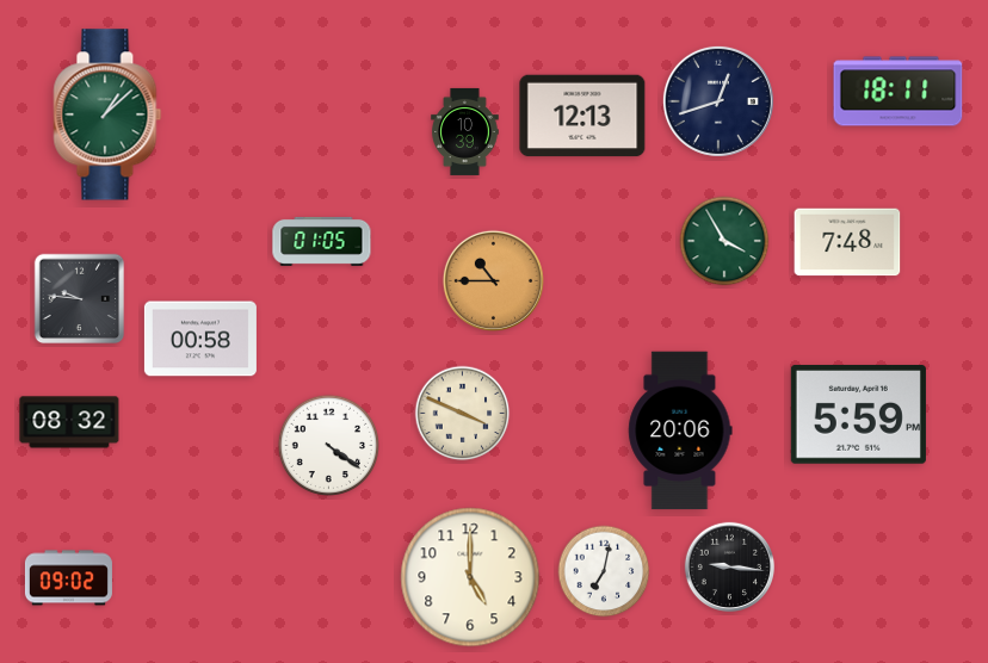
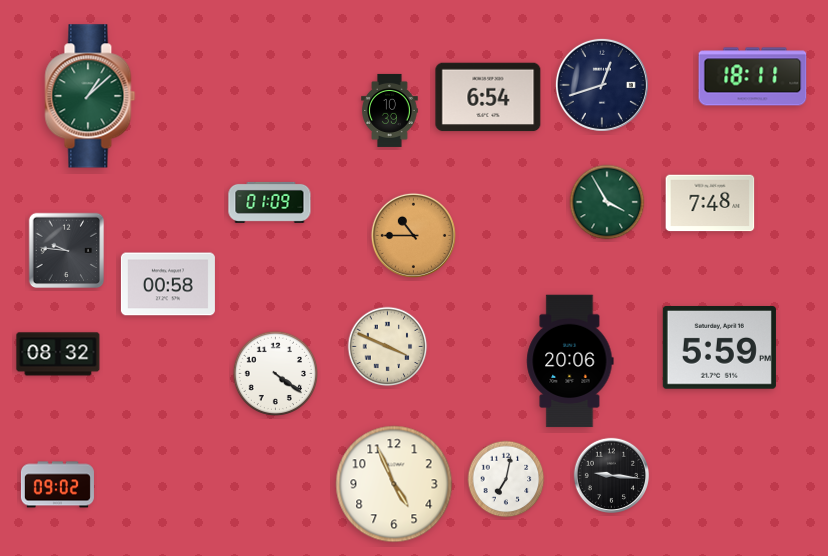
clock at (582, 116): 12:13 -> 6:54
clock at (322, 241): 01:05 -> 01:09
clock at (470, 577): 5:00 -> 4:56
